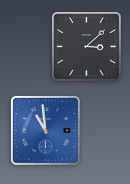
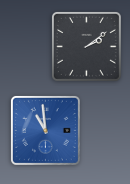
clock at (86, 46): 3:08 -> 2:09
